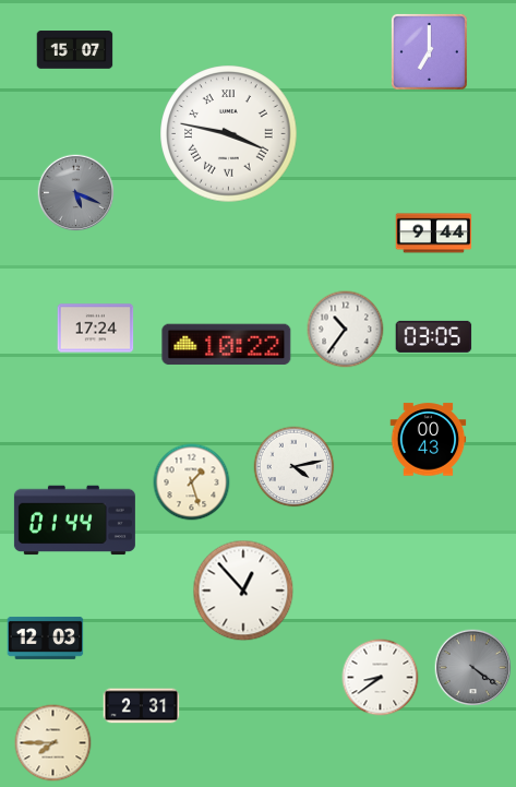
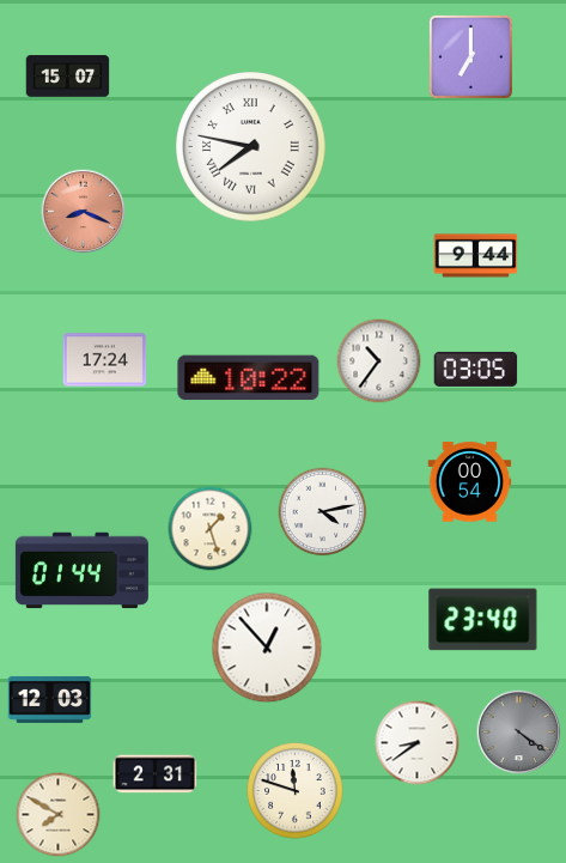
clock at (75, 50) position: (75, 50) -> (68, 77)
clock at (229, 134): 3:47 -> 7:47
clock at (76, 193): 5:19 -> 8:19
clock at (76, 193) dial: grey -> salmon
clock at (429, 440): 00:43 -> 00:54
clock at (483, 620): none -> 23:40
clock at (296, 791): none -> 11:48
clock at (53, 743): 7:45 -> 7:50
